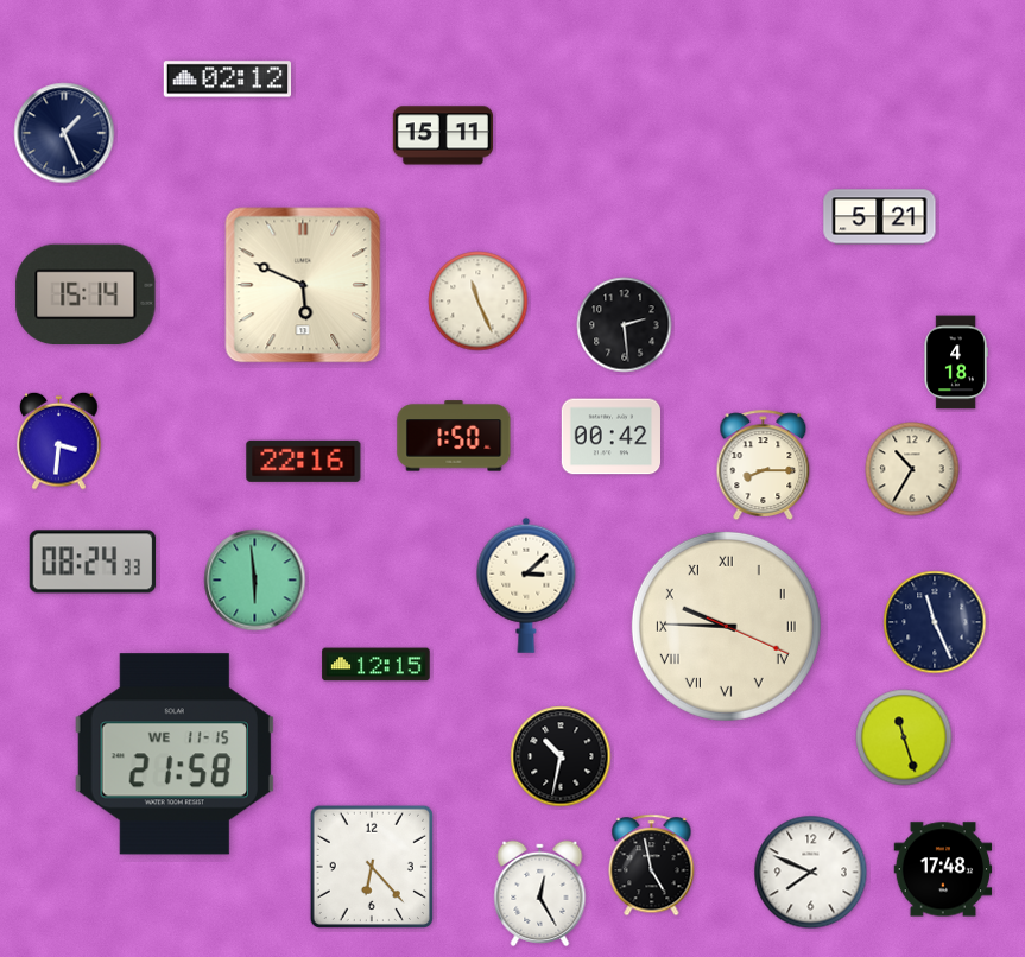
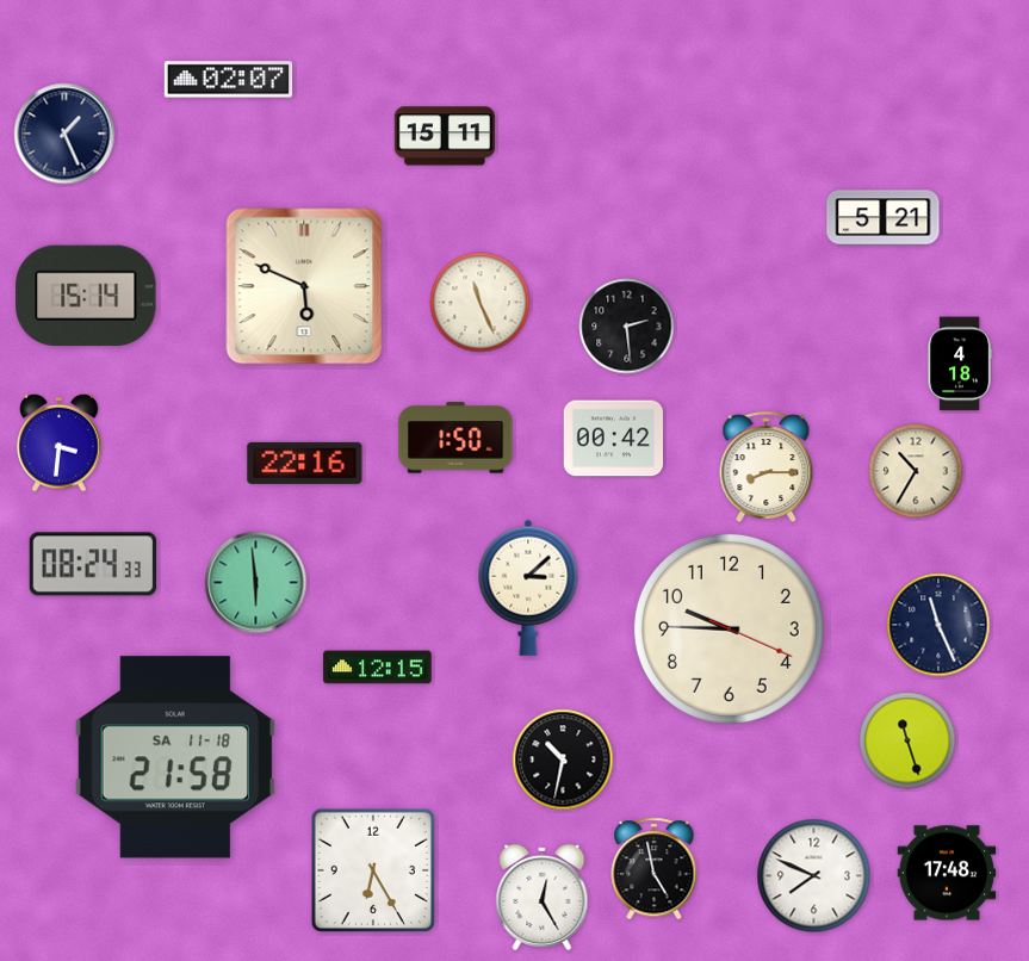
clock at (228, 80): 02:12 -> 02:07
clock at (726, 626) numerals: Roman -> Arabic
clock at (173, 754) date: WE 11-15 -> SA 11-18
clock at (372, 867): 6:23 -> 6:25
